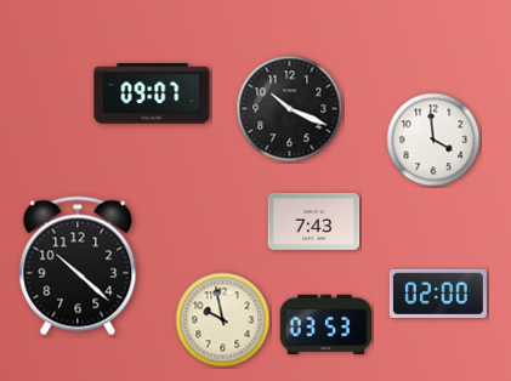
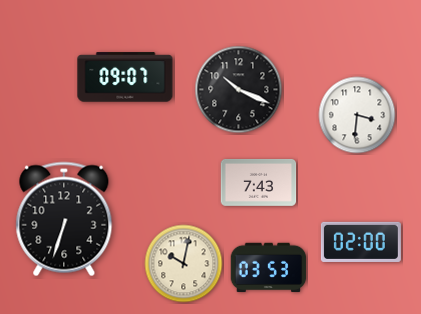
clock at (433, 140): 3:59 -> 3:31
clock at (78, 266): 10:22 -> 6:33
clock at (223, 320): 9:58 -> 10:02
